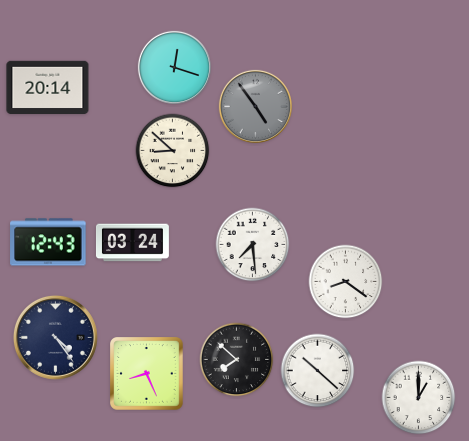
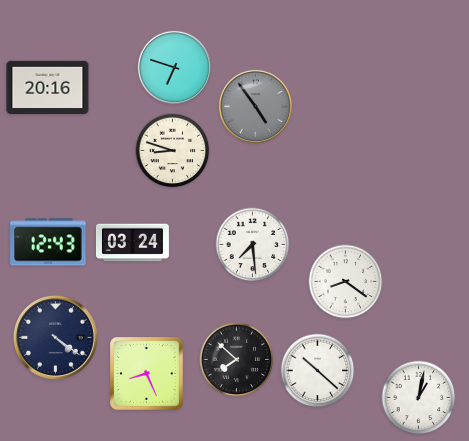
clock at (174, 67): 12:18 -> 6:48
clock at (48, 88): 20:14 -> 20:16
clock at (173, 151): 8:52 -> 8:48
clock at (55, 337): 4:24 -> 4:21
clock at (419, 398): 1:00 -> 1:02
